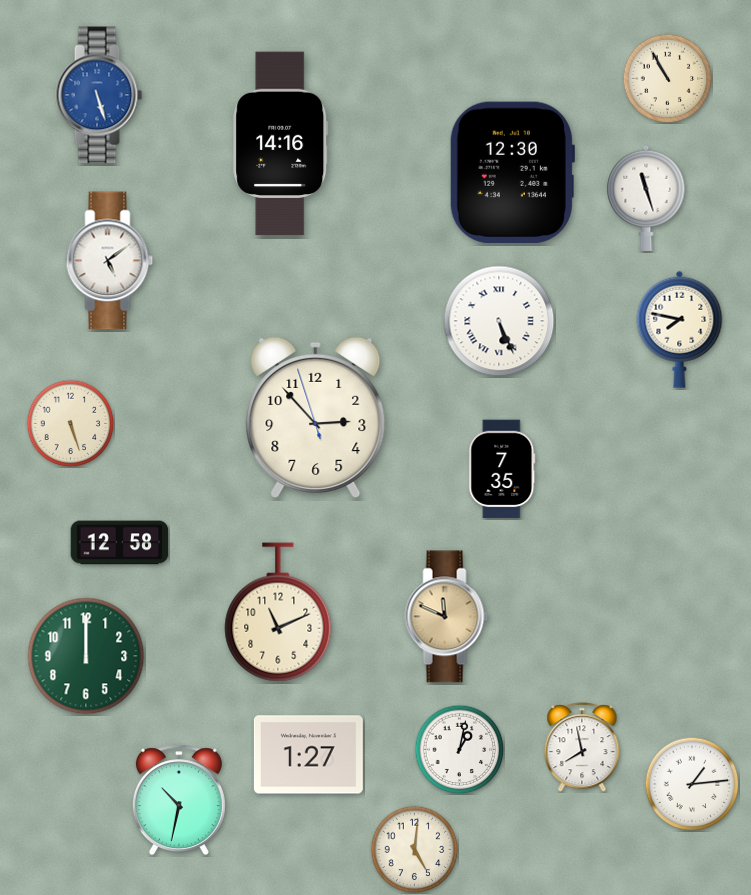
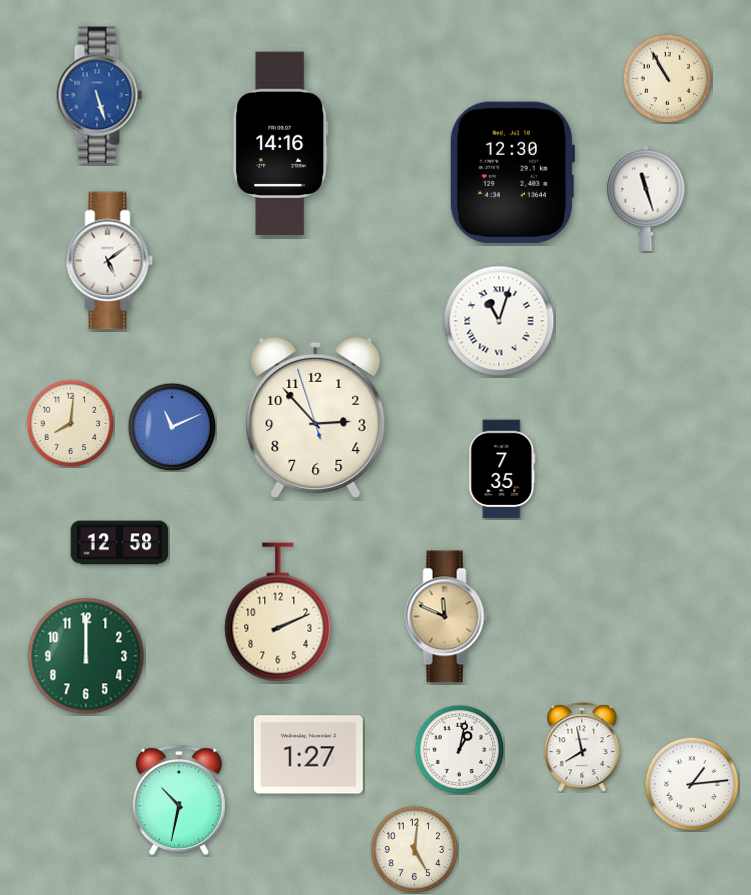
clock at (499, 321): 5:26 -> 11:03
clock at (680, 329): 7:47 -> none
clock at (70, 423): 5:27 -> 8:01
clock at (172, 427): none -> 11:11
clock at (278, 612): 11:11 -> 2:11
